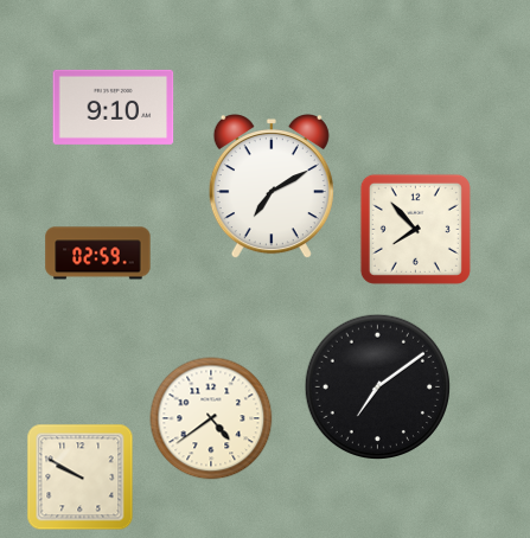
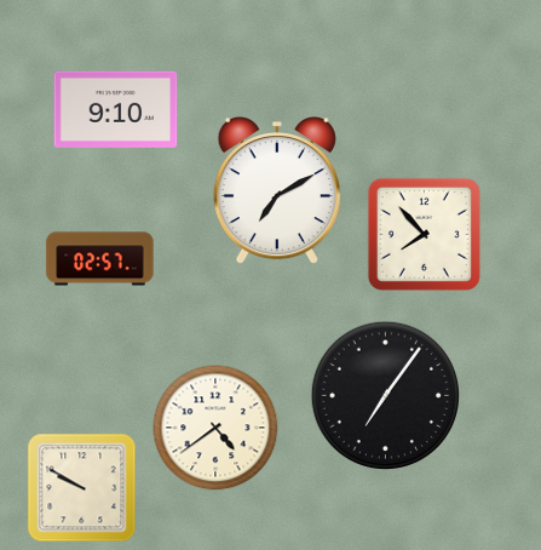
clock at (98, 254): 02:59 -> 02:57
clock at (377, 386): 7:09 -> 7:06
